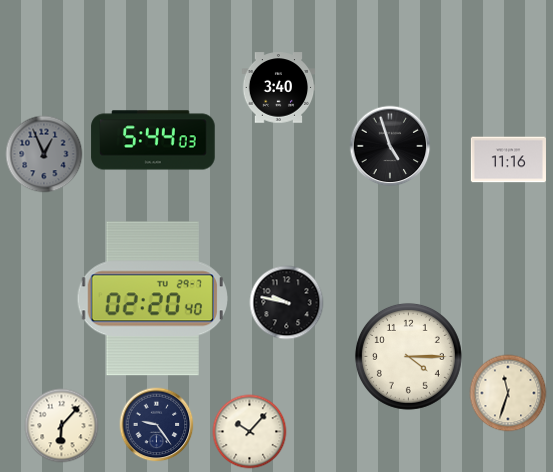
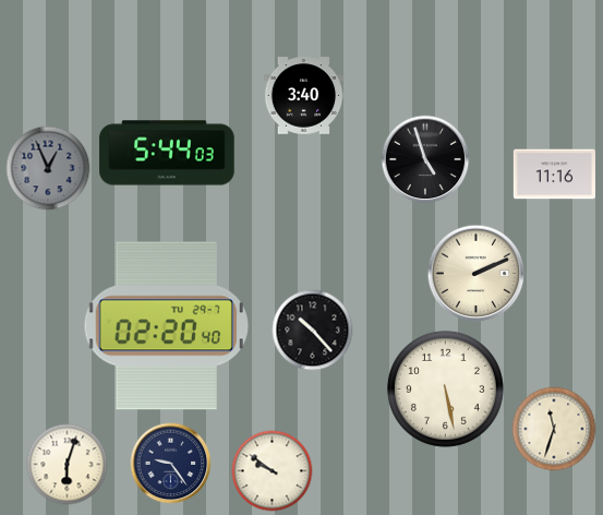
clock at (477, 274): none -> 2:11
clock at (287, 303): 9:47 -> 10:23
clock at (408, 356): 4:15 -> 5:28
clock at (62, 426): 6:07 -> 6:03
clock at (250, 432): 10:07 -> 9:51
